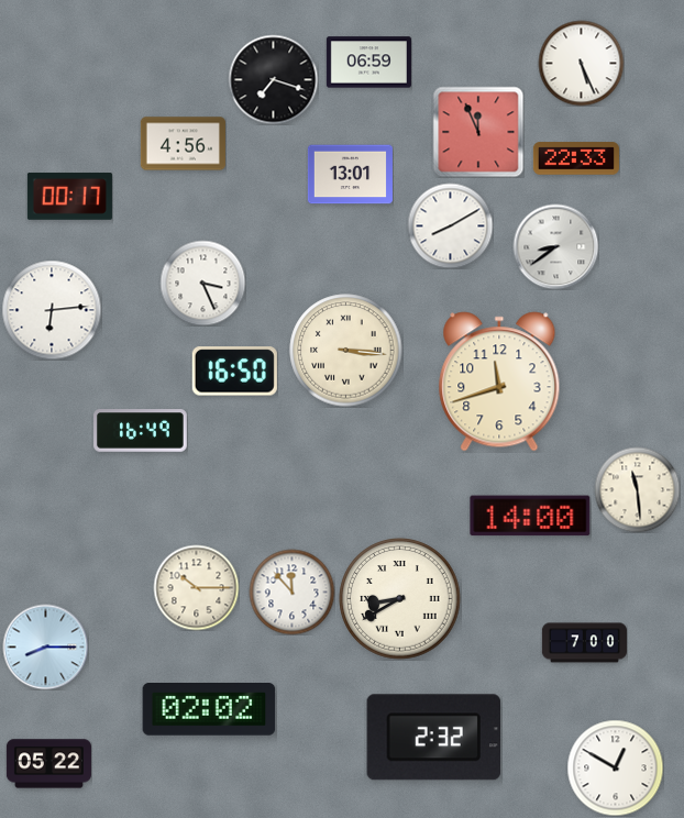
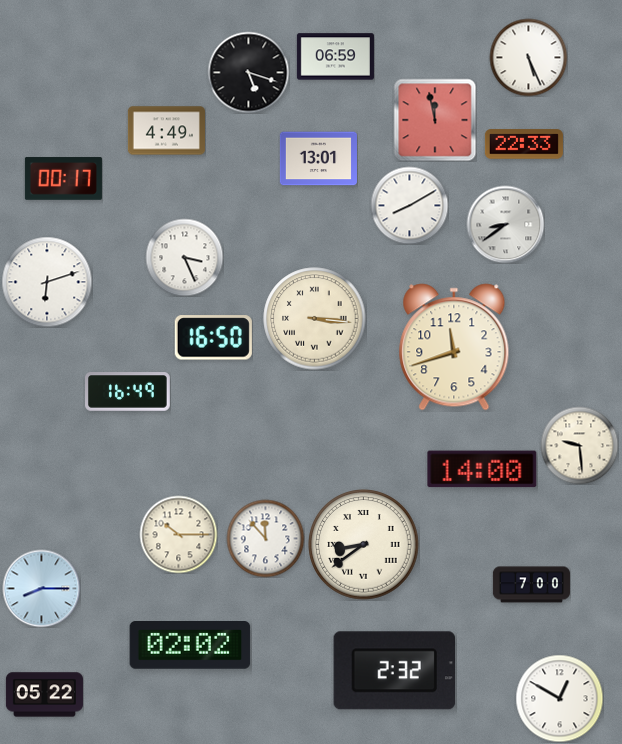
clock at (273, 79): 7:18 -> 5:18
clock at (478, 132): 11:56 -> 11:58
clock at (183, 144): 4:56 -> 4:49
clock at (52, 310): 6:14 -> 6:12
clock at (637, 489): 11:29 -> 9:29
clock at (400, 599): 8:40 -> 8:39
